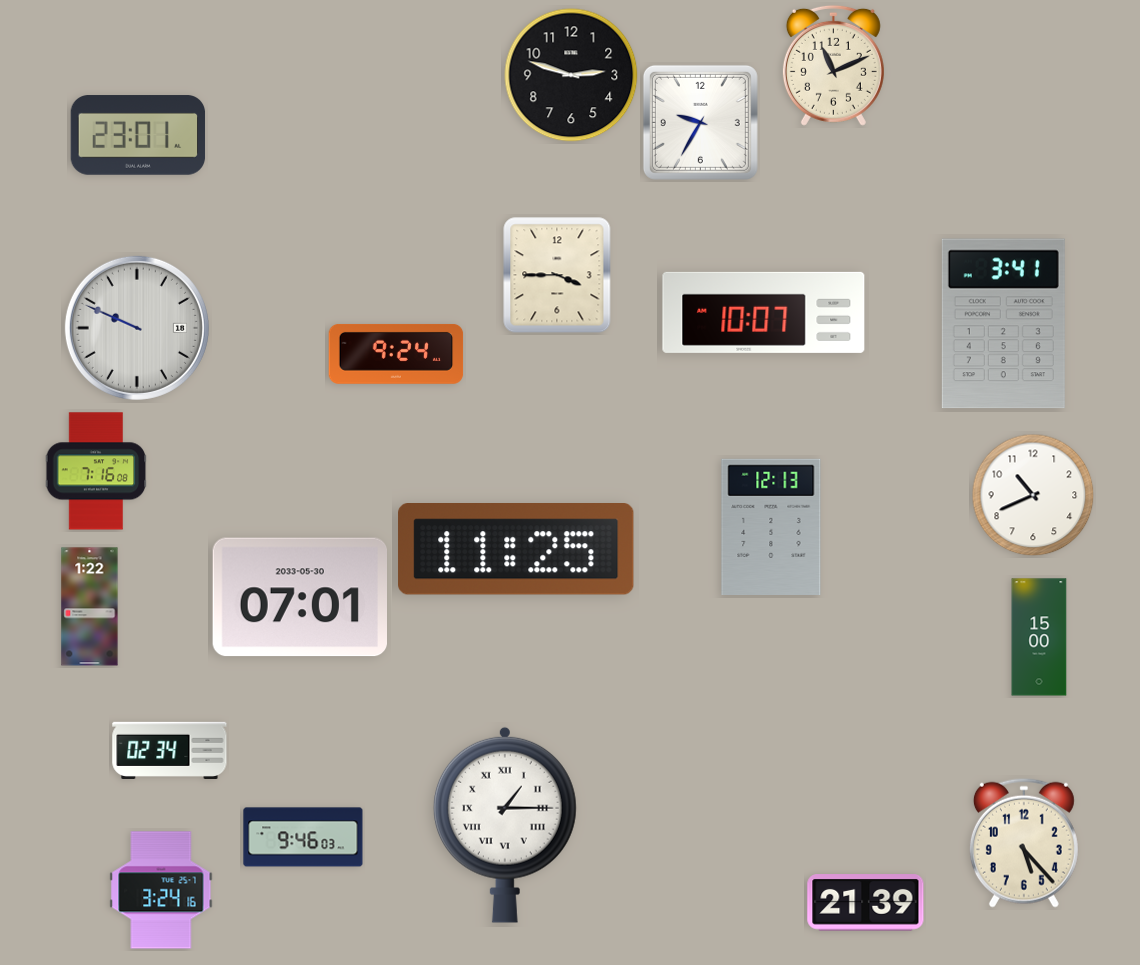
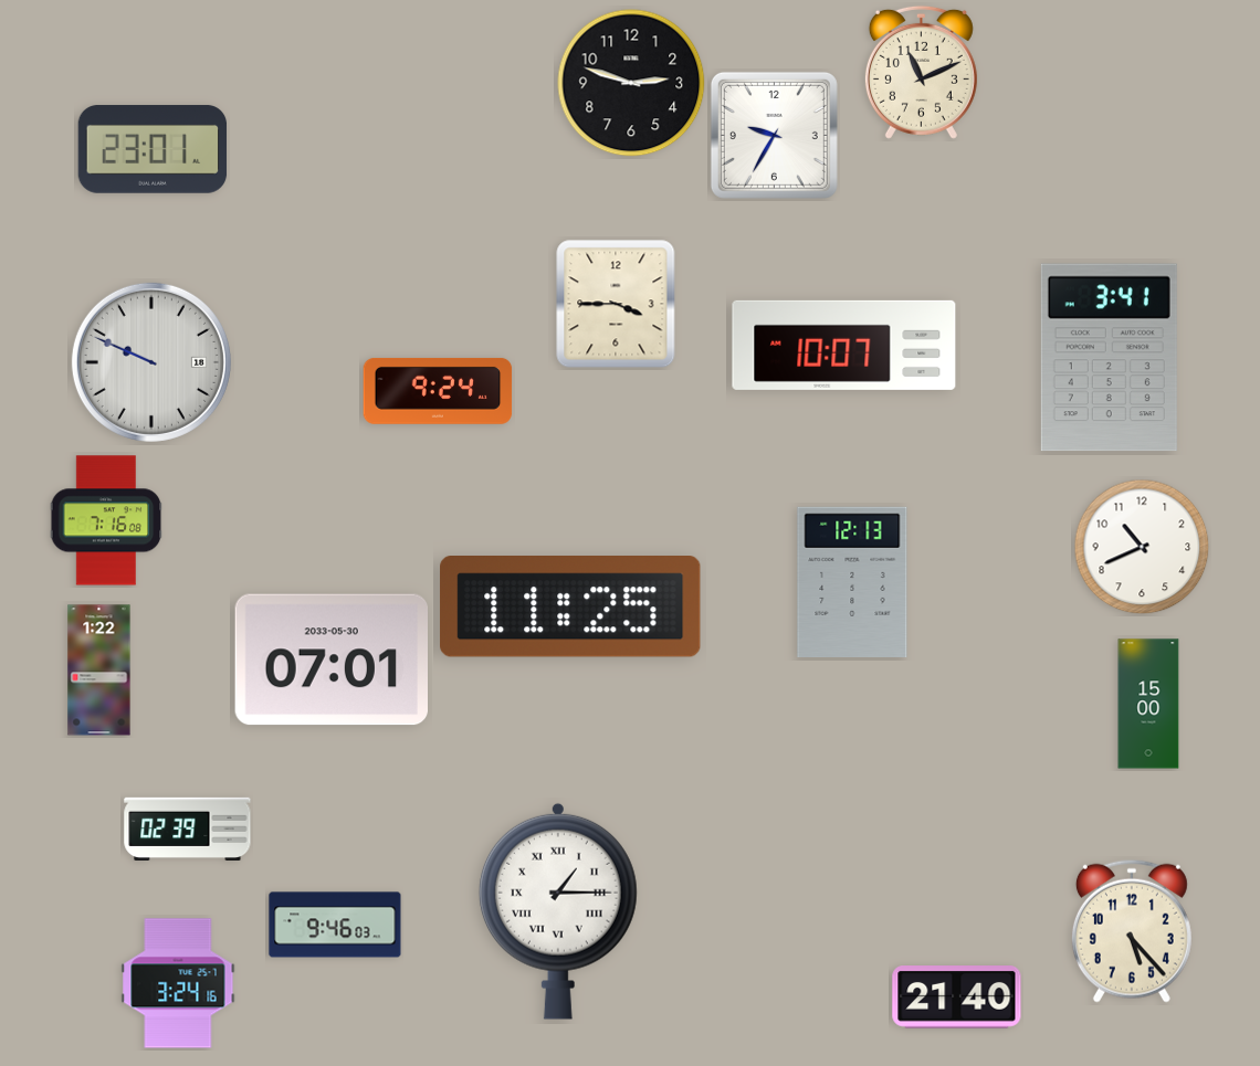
clock at (170, 750): 02:34 -> 02:39
clock at (866, 903): 21:39 -> 21:40
